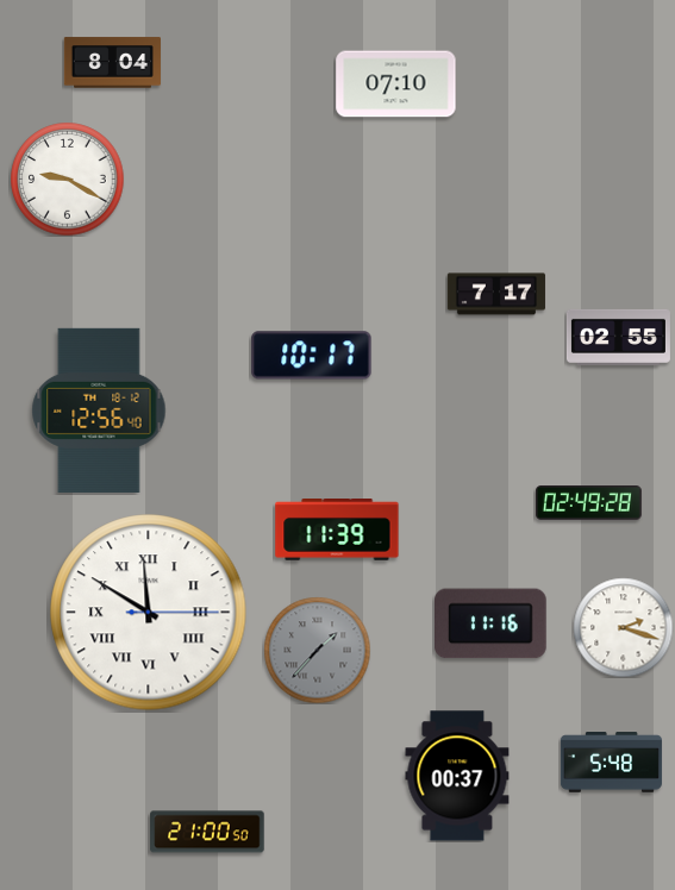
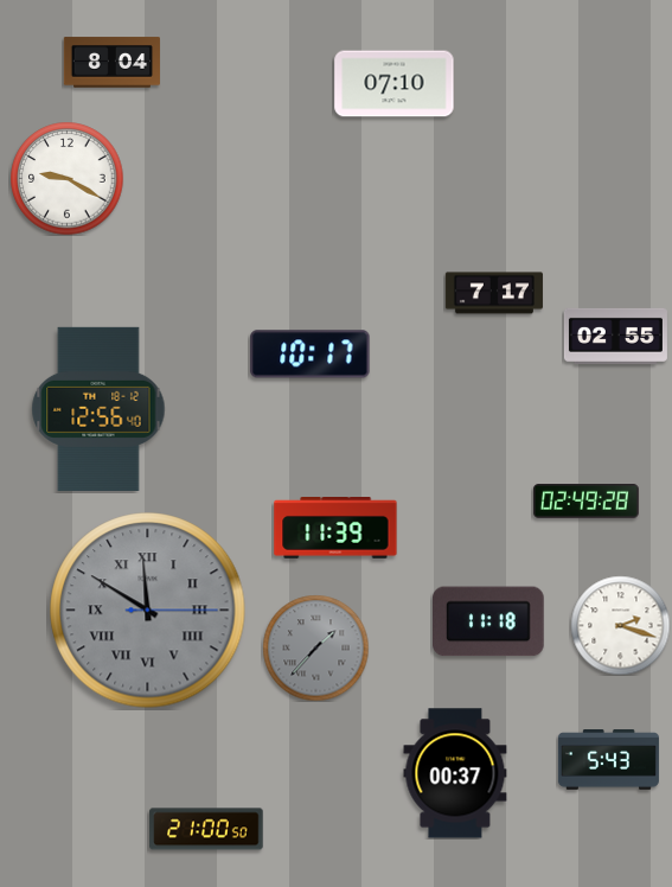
clock at (149, 613) dial: white -> grey
clock at (492, 623): 11:16 -> 11:18
clock at (611, 763): 5:48 -> 5:43
